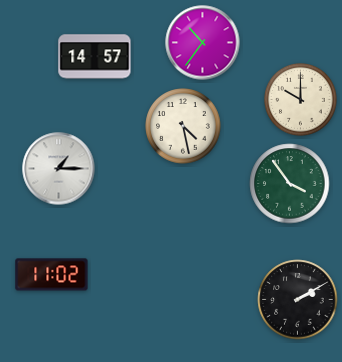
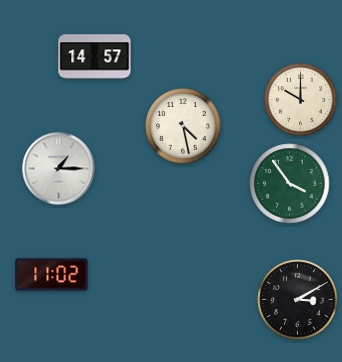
clock at (203, 43): 10:36 -> none
clock at (298, 300): 2:10 -> 3:10
